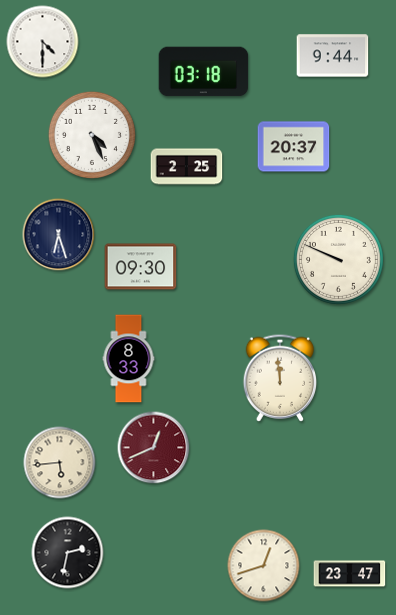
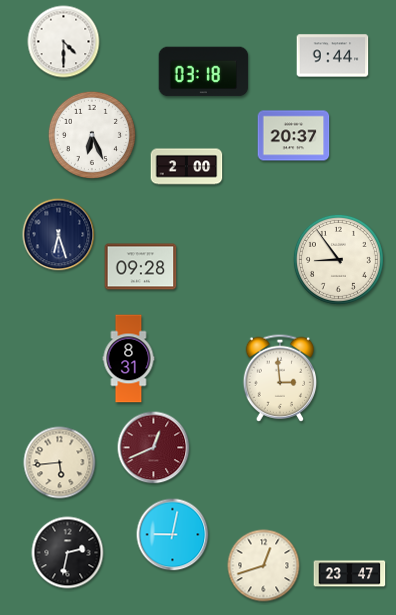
clock at (43, 42) position: (43, 42) -> (64, 42)
clock at (92, 135): 4:26 -> 6:26
clock at (294, 147) position: (294, 147) -> (294, 136)
clock at (187, 167): 2:25 -> 2:00
clock at (338, 259): 9:49 -> 8:54
clock at (141, 267): 09:30 -> 09:28
clock at (129, 359): 8:33 -> 8:31
clock at (280, 378): 11:59 -> 2:59
clock at (173, 535): none -> 9:02
